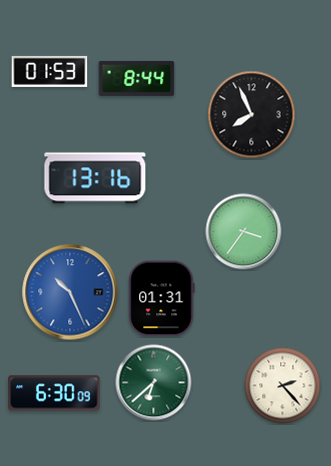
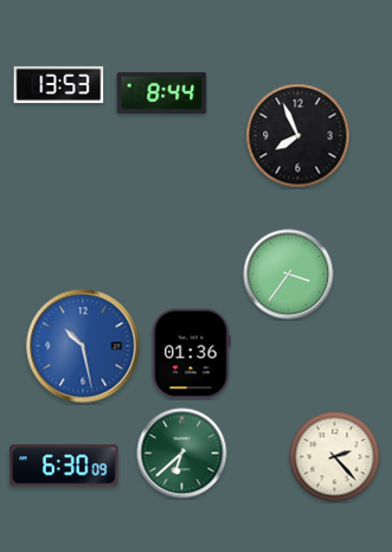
clock at (50, 71): 01:53 -> 13:53
clock at (95, 178): 13:16 -> none
clock at (70, 292): 10:26 -> 10:28
clock at (161, 299): 01:31 -> 01:36
